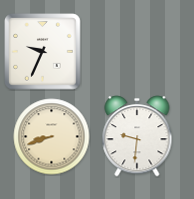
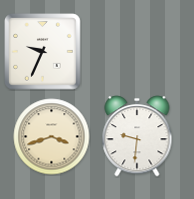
clock at (52, 137): 8:42 -> 3:42
